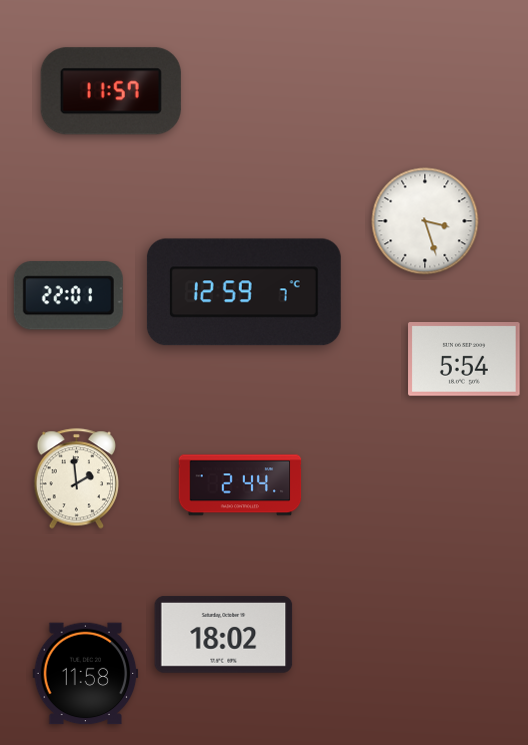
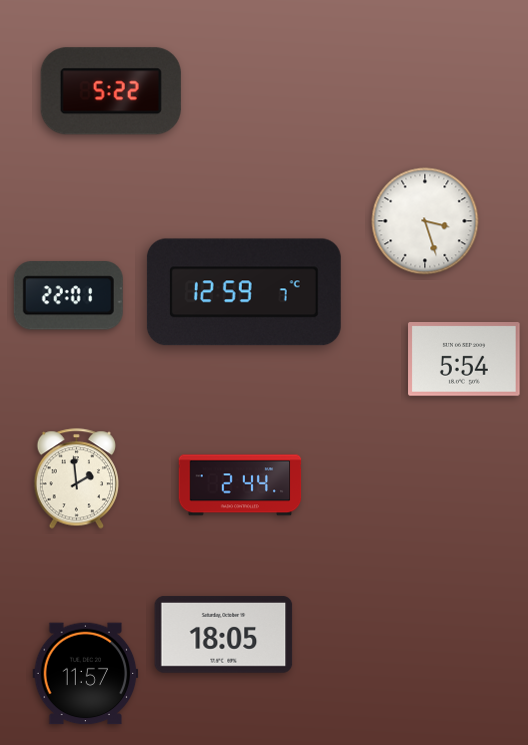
clock at (111, 91): 11:57 -> 5:22
clock at (224, 634): 18:02 -> 18:05
clock at (86, 674): 11:58 -> 11:57
